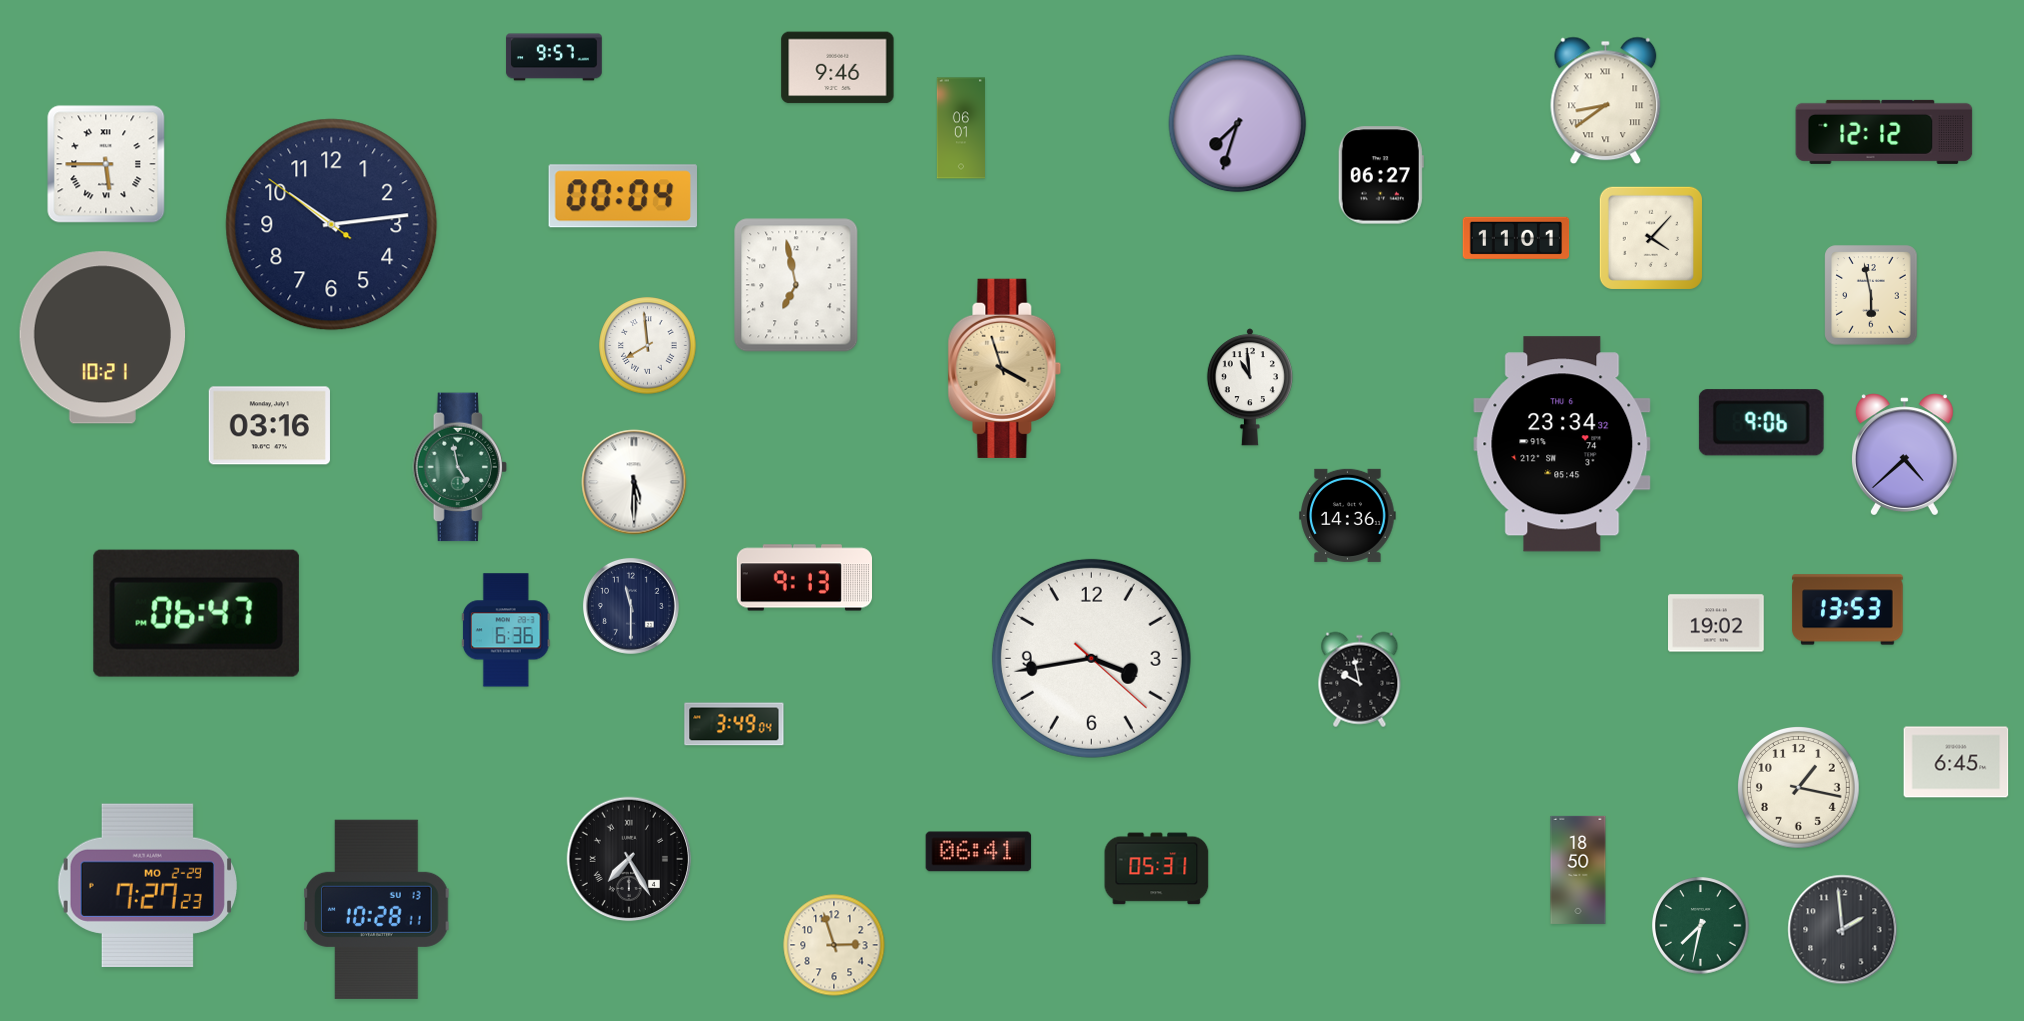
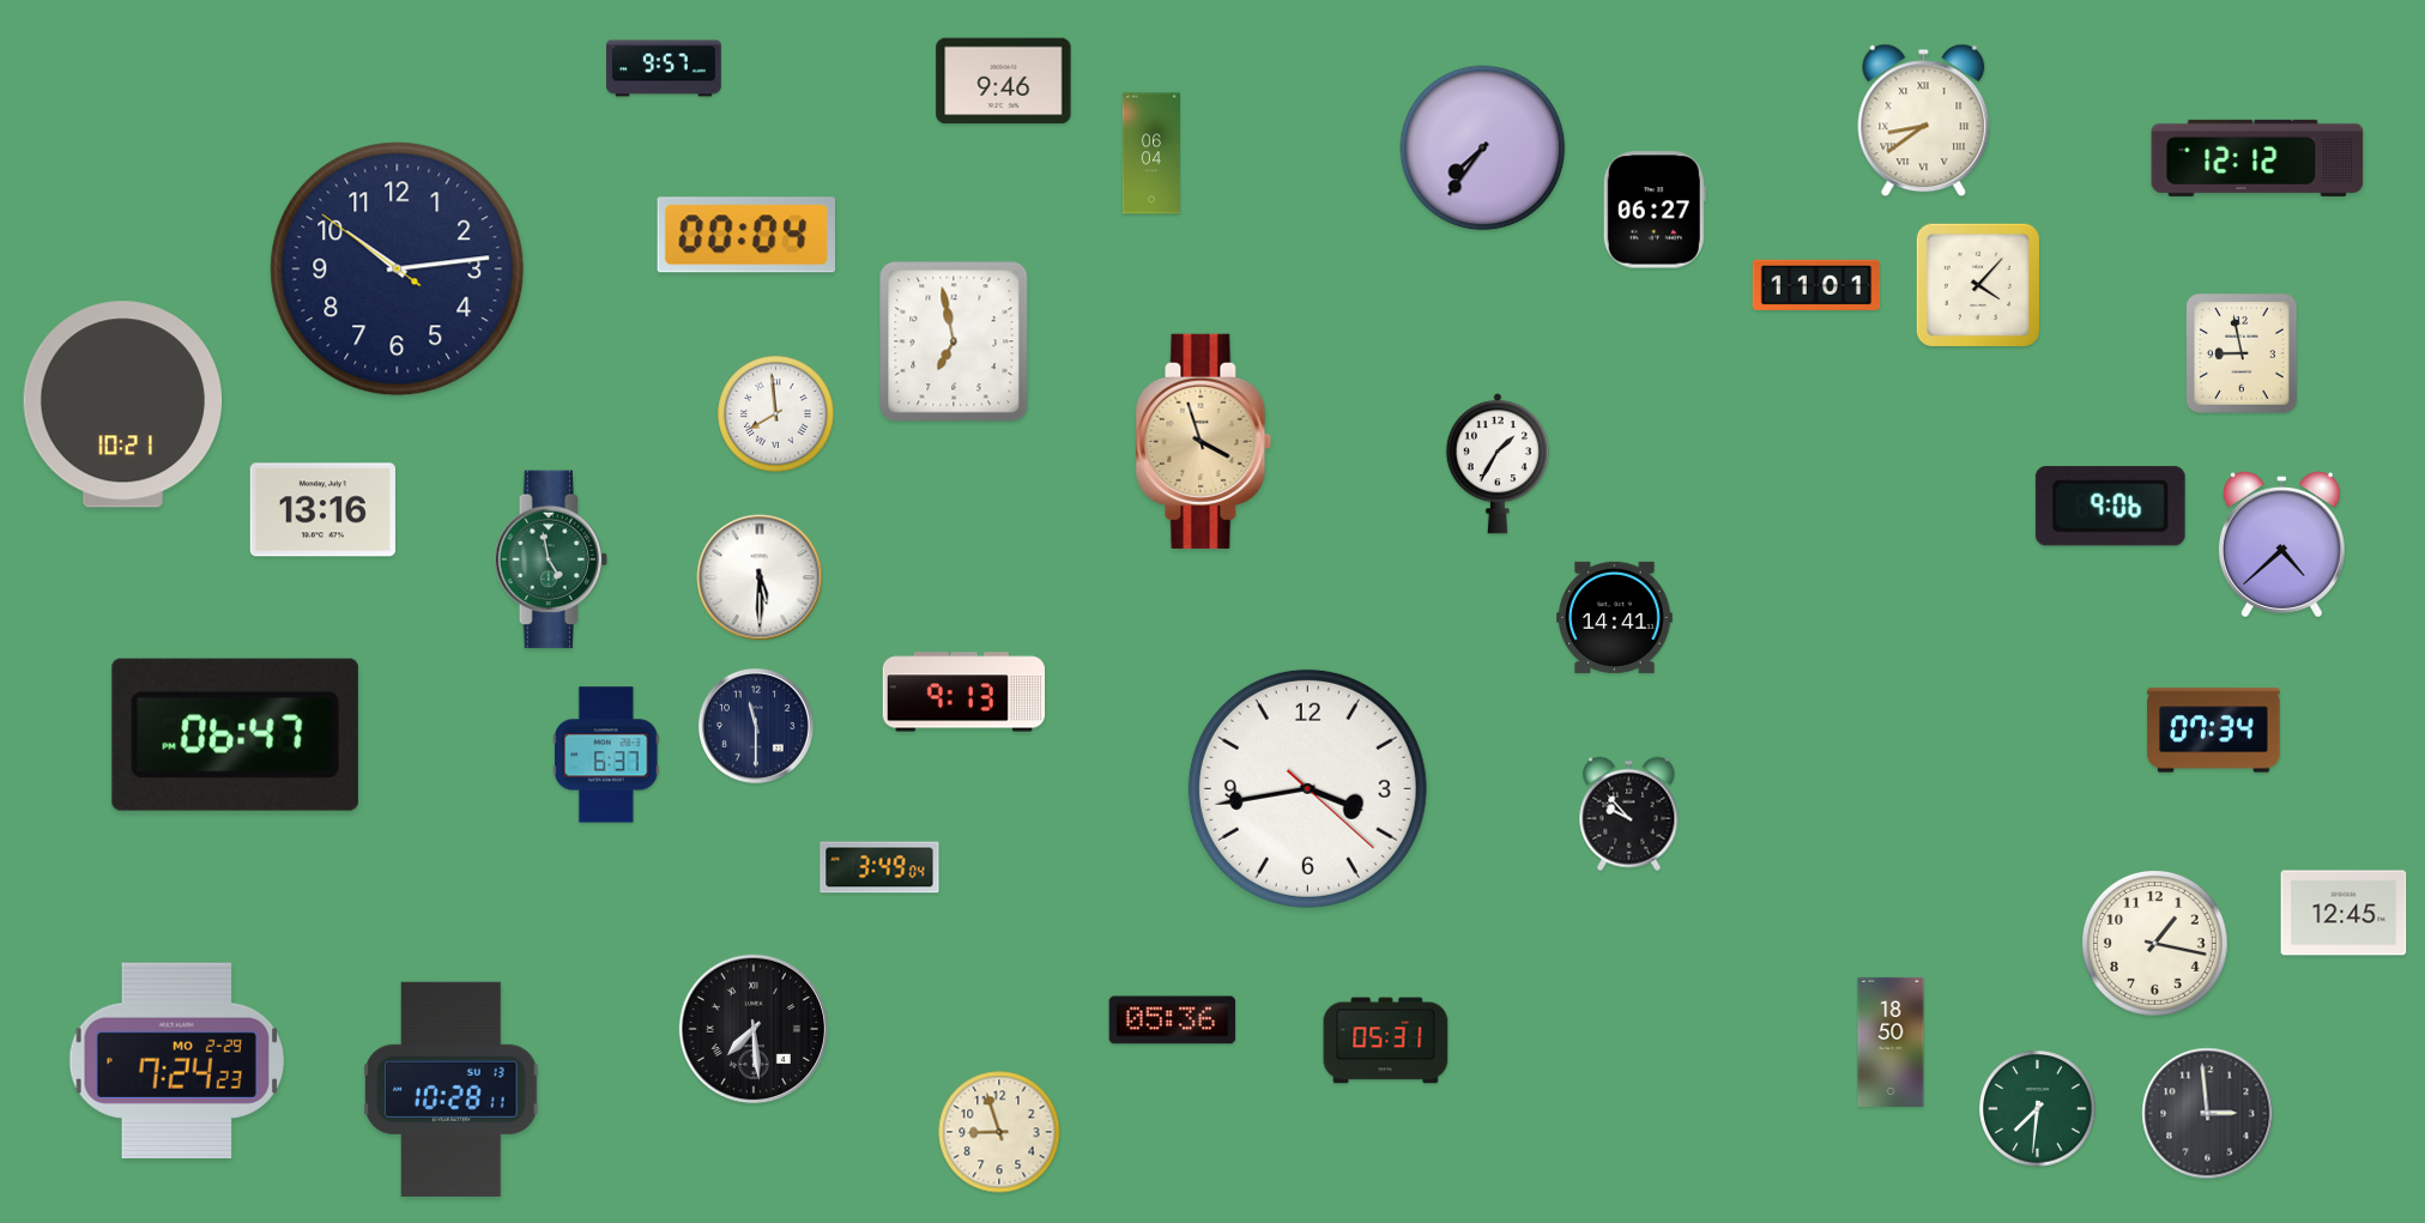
clock at (1238, 124): 7:33 -> 7:36
clock at (960, 128): 06:01 -> 06:04
clock at (106, 164): 5:45 -> none
clock at (1871, 295): 5:58 -> 8:58
clock at (1250, 387): 10:59 -> 1:35
clock at (269, 426): 03:16 -> 13:16
clock at (1562, 444): 23:34 -> none
clock at (1348, 515): 14:36 -> 14:41
clock at (1848, 610): 13:53 -> 07:34
clock at (1717, 623): 19:02 -> none
clock at (506, 630): 6:36 -> 6:37
clock at (1360, 680): 9:58 -> 9:53
clock at (1956, 762): 6:45 -> 12:45
clock at (979, 852): 06:41 -> 05:36
clock at (629, 859): 7:25 -> 7:29
clock at (147, 885): 7:27 -> 7:24
clock at (1701, 926): 7:32 -> 7:31
clock at (1843, 930): 1:59 -> 2:59
clock at (834, 945): 2:57 -> 8:57
